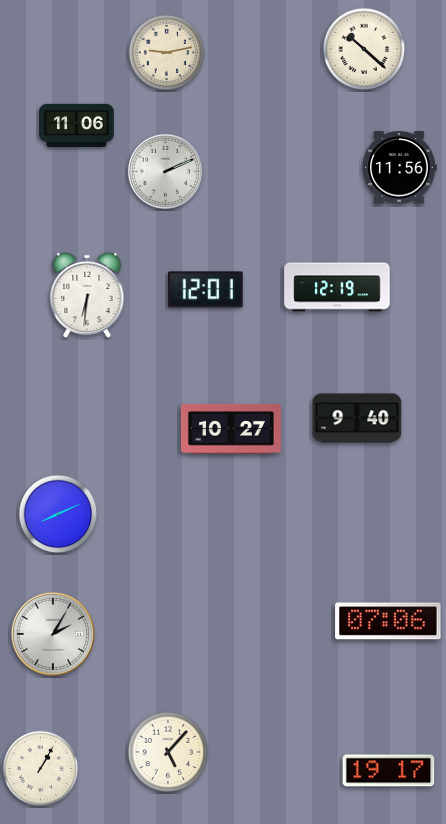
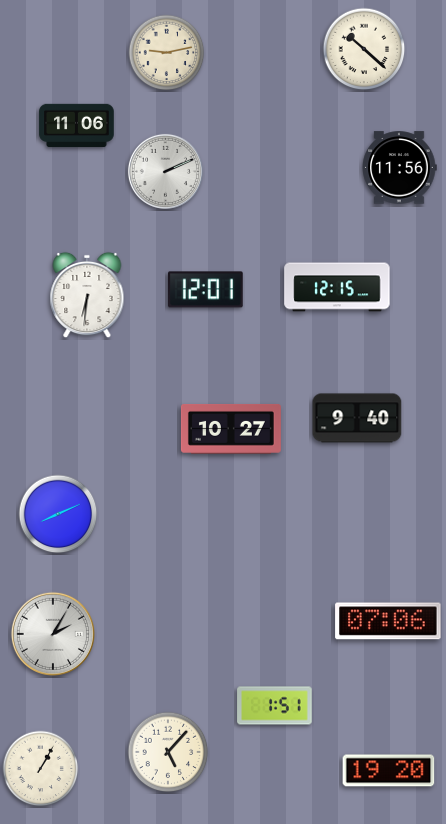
clock at (337, 287): 12:19 -> 12:15
clock at (275, 706): none -> 1:51
clock at (389, 771): 19:17 -> 19:20
